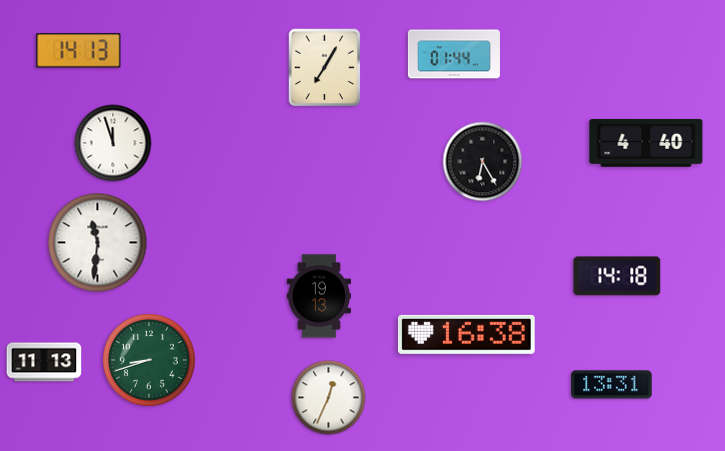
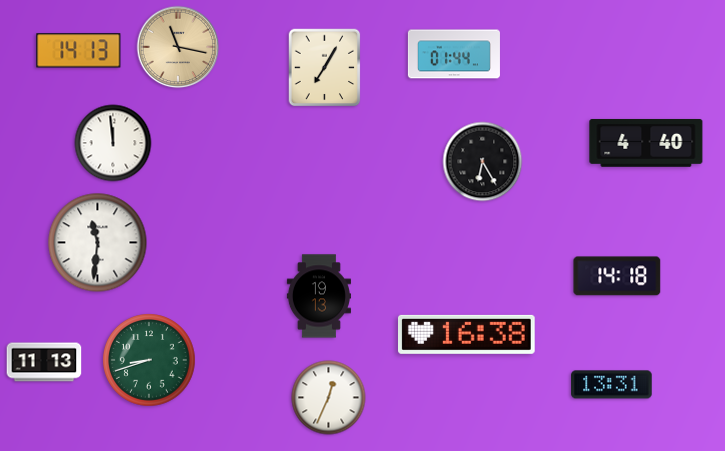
clock at (178, 47): none -> 11:17
clock at (113, 143): 11:57 -> 11:59
